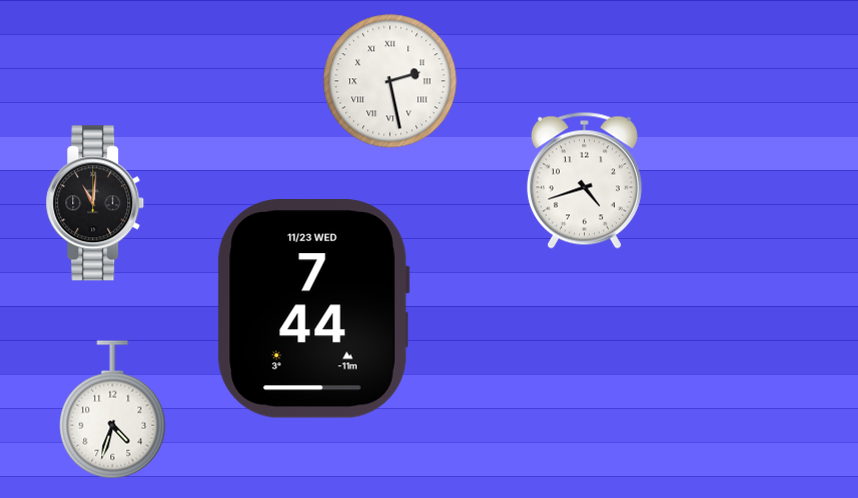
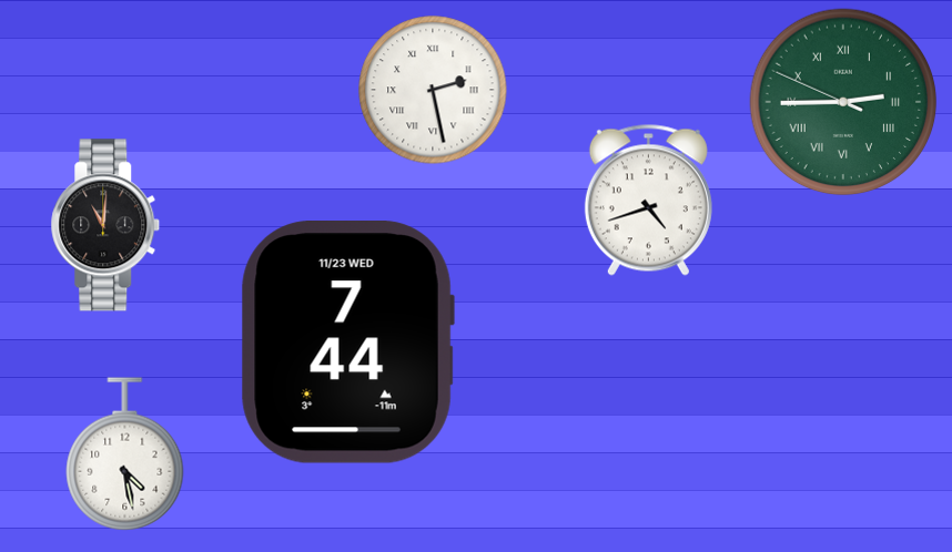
clock at (843, 102): none -> 2:44
clock at (113, 410): 4:33 -> 4:28
